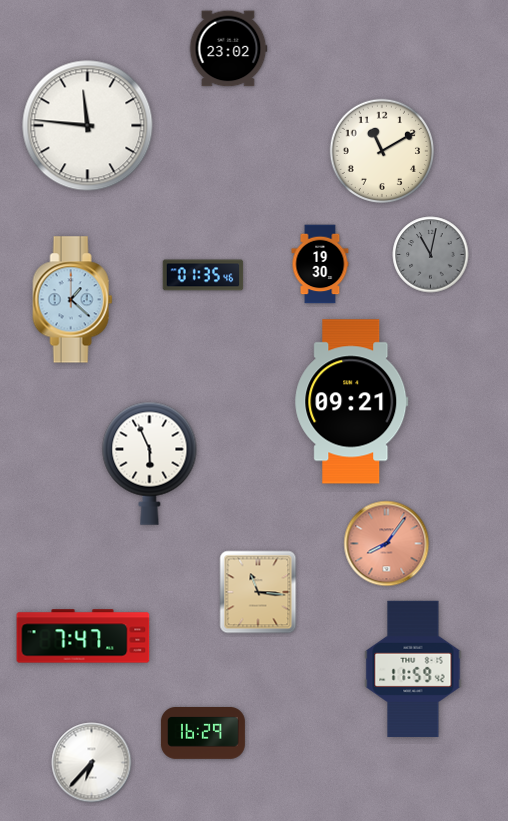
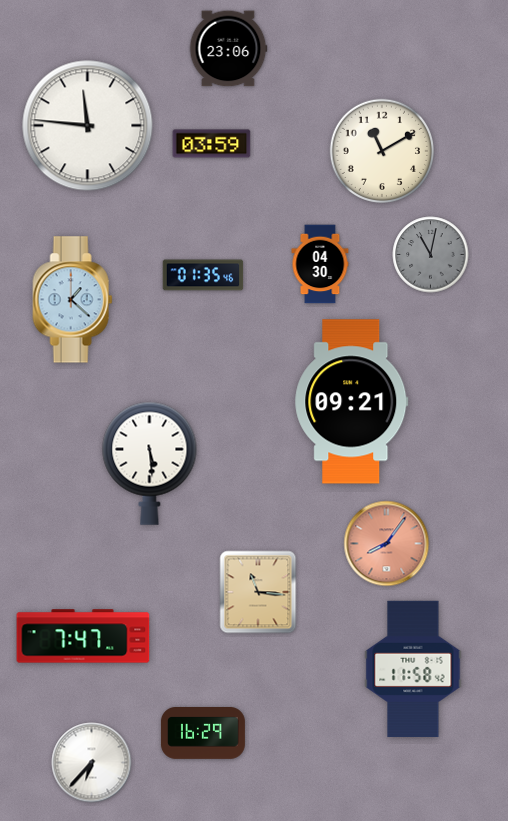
clock at (228, 49): 23:02 -> 23:06
clock at (212, 144): none -> 03:59
clock at (320, 264): 19:30 -> 04:30
clock at (150, 463): 5:56 -> 5:29
clock at (413, 668): 11:59 -> 11:58
